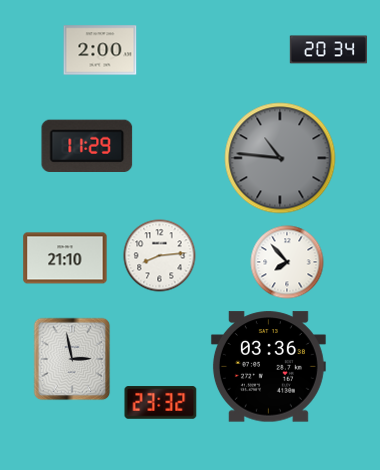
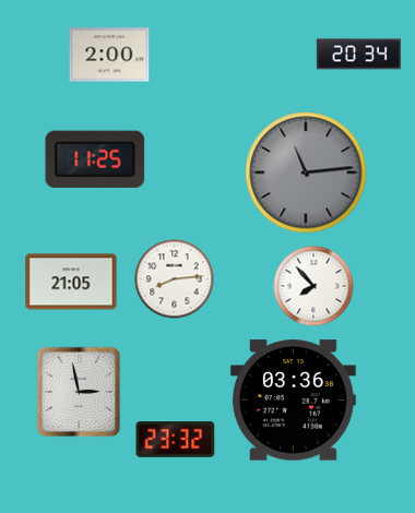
clock at (87, 145): 11:29 -> 11:25
clock at (280, 158): 10:46 -> 11:14
clock at (65, 258): 21:10 -> 21:05
